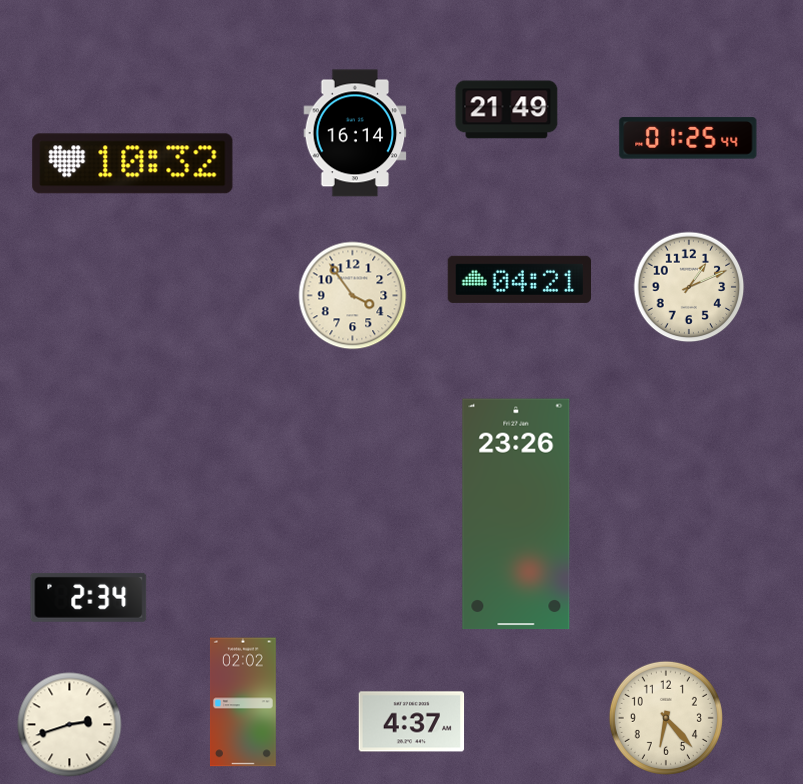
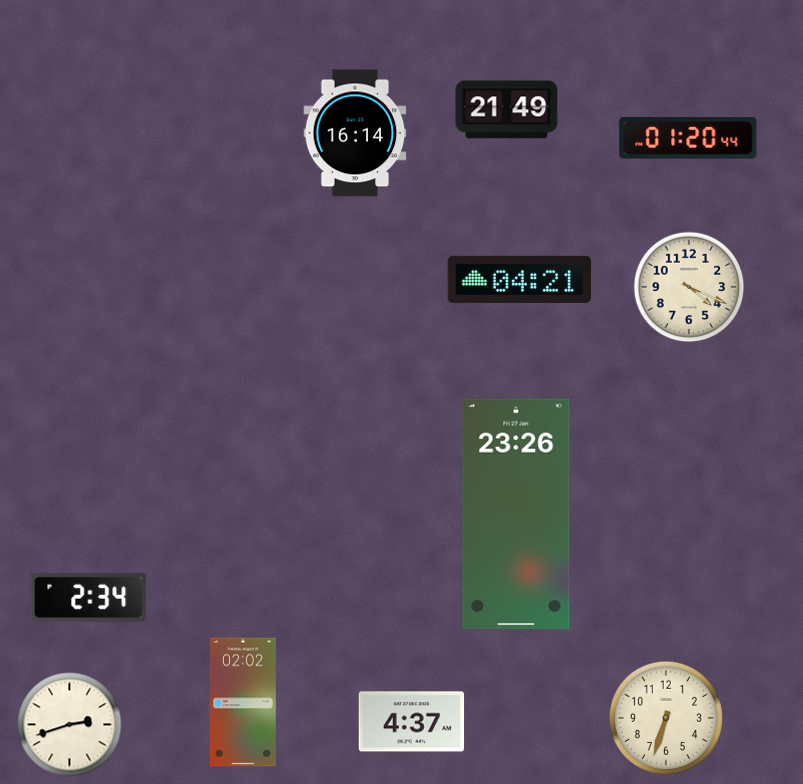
clock at (688, 138): 01:25 -> 01:20
clock at (133, 164): 10:32 -> none
clock at (689, 287): 1:11 -> 4:19
clock at (353, 296): 3:54 -> none
clock at (666, 718): 6:23 -> 6:33
